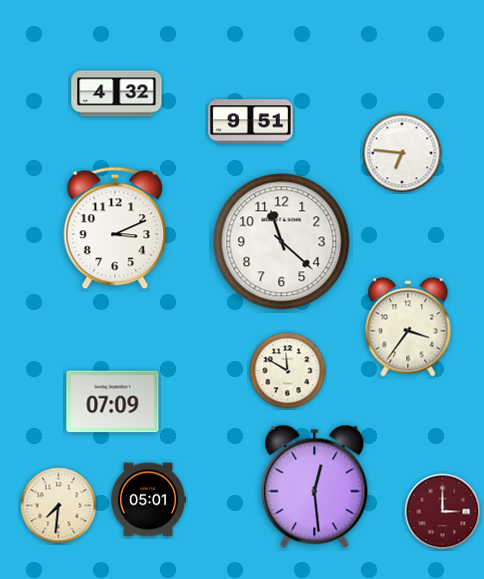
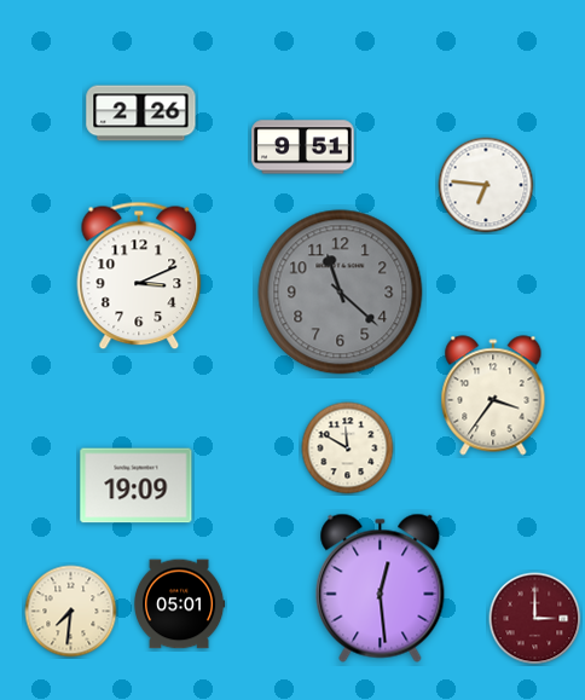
clock at (117, 94): 4:32 -> 2:26
clock at (282, 242) dial: white -> grey
clock at (113, 402): 07:09 -> 19:09
